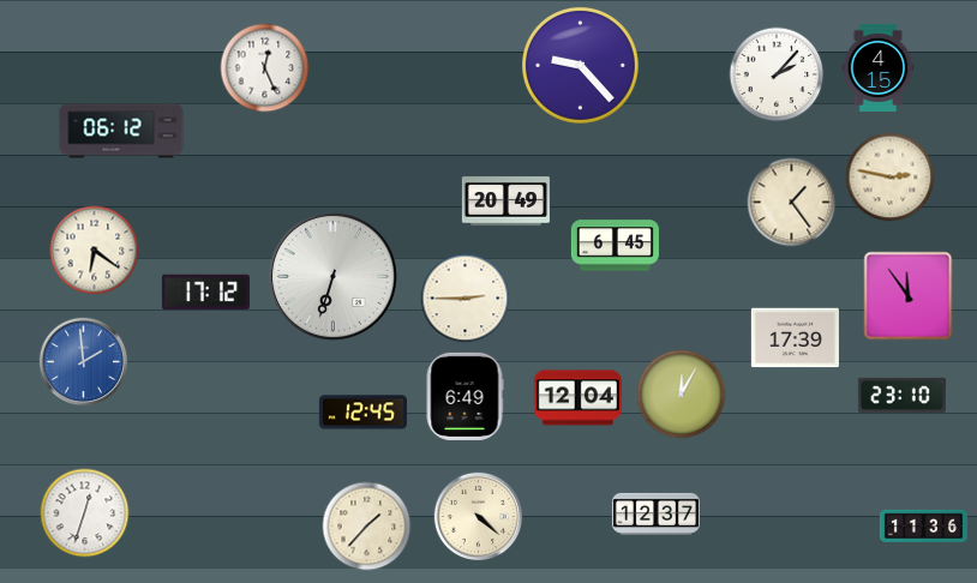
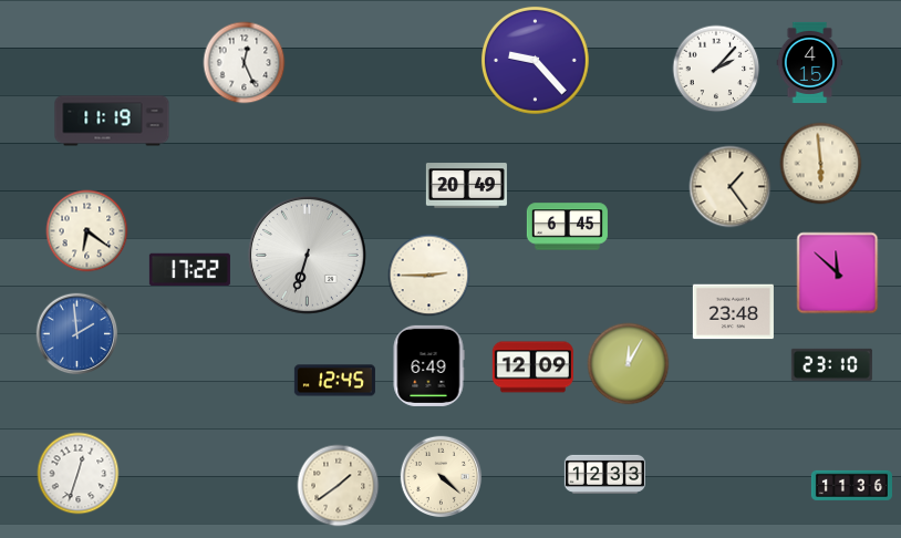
clock at (121, 131): 06:12 -> 11:19
clock at (891, 178): 2:47 -> 5:59
clock at (205, 293): 17:12 -> 17:22
clock at (909, 296): 11:54 -> 11:52
clock at (795, 338): 17:39 -> 23:48
clock at (577, 398): 12:04 -> 12:09
clock at (655, 513): 12:37 -> 12:33
clock at (367, 527): 1:37 -> 1:39
